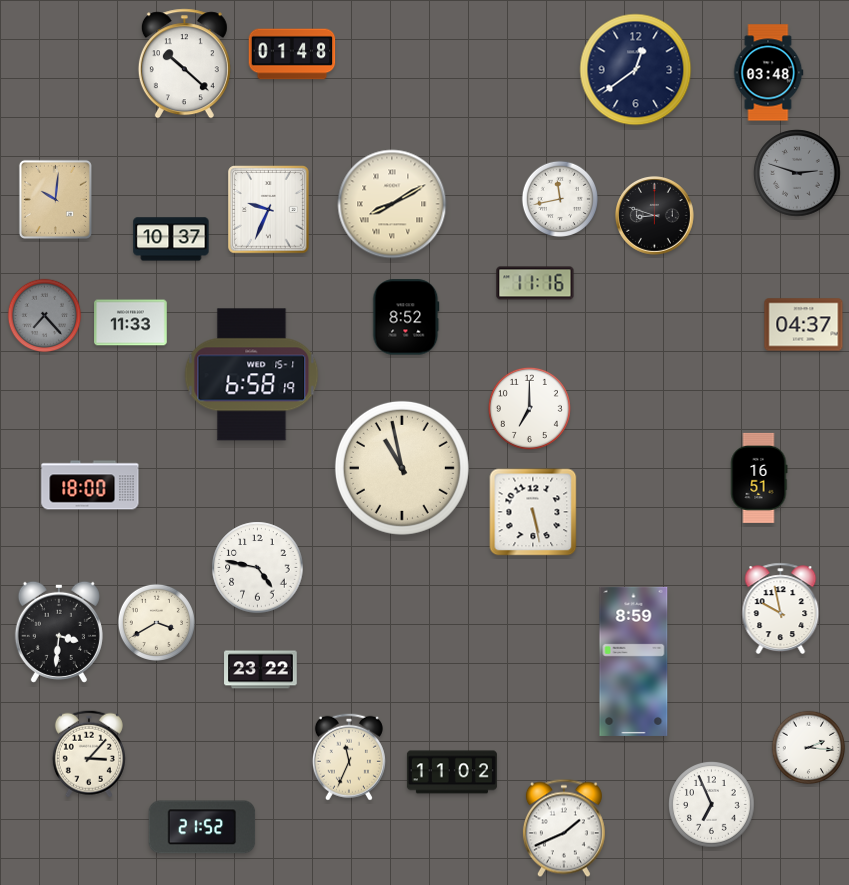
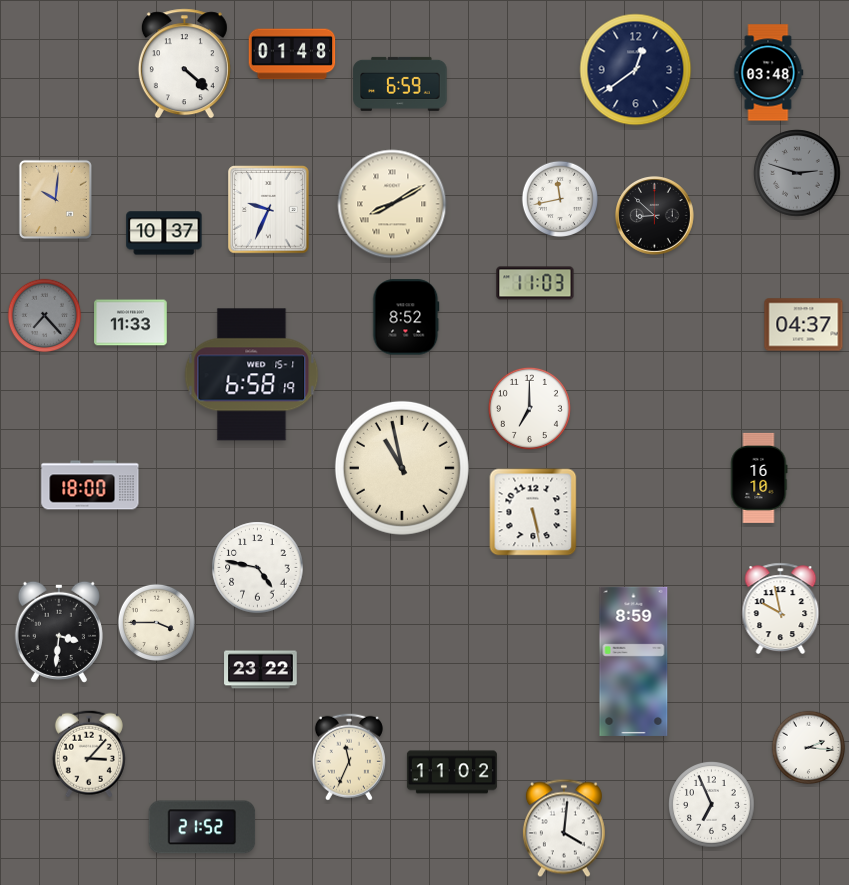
clock at (184, 64): 10:22 -> 4:22
clock at (400, 84): none -> 6:59
clock at (655, 216): 8:48 -> 8:52
clock at (171, 239) position: (171, 239) -> (164, 233)
clock at (535, 283): 11:16 -> 11:03
clock at (759, 478): 16:51 -> 16:10
clock at (156, 622): 3:40 -> 3:45
clock at (564, 828): 1:41 -> 4:01
